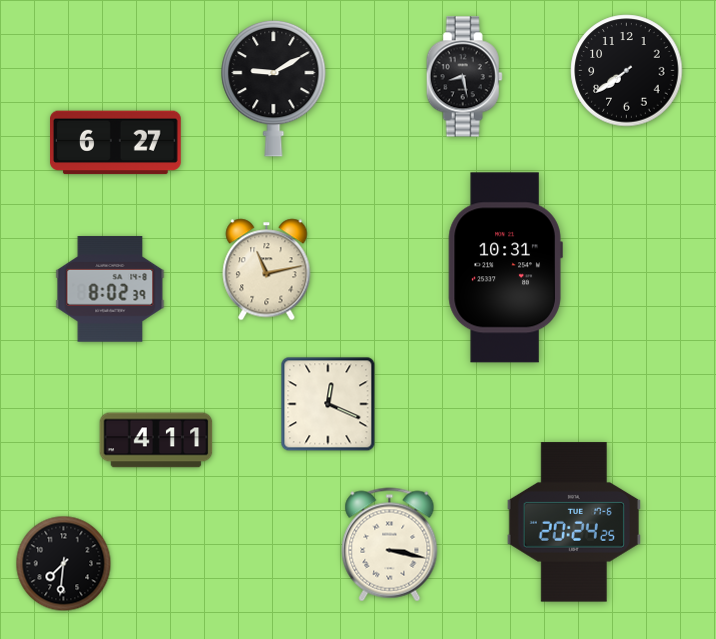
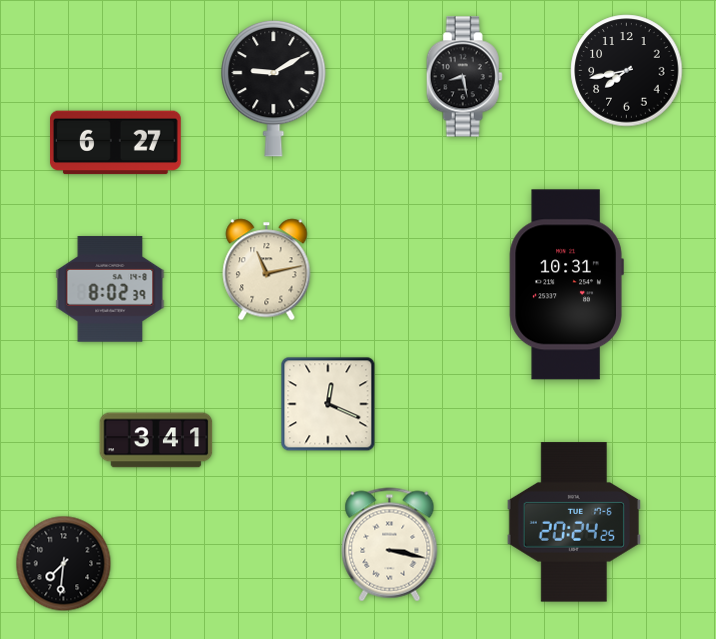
clock at (627, 71): 7:39 -> 7:43
clock at (505, 268) position: (505, 268) -> (566, 285)
clock at (156, 440): 4:11 -> 3:41
